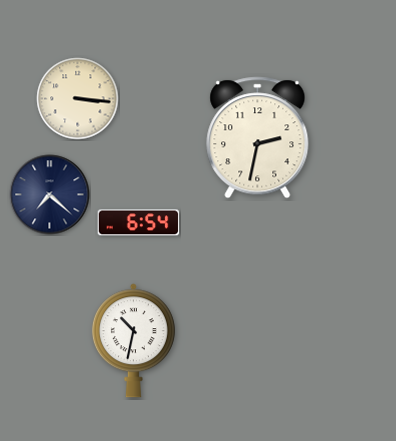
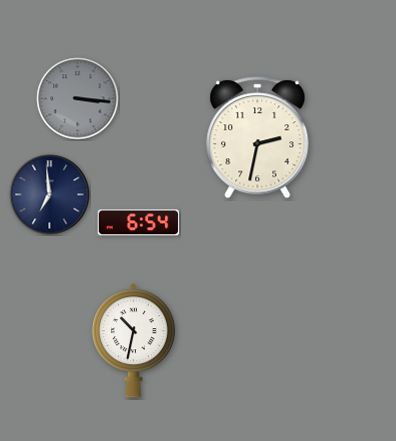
clock at (78, 99) dial: cream -> grey
clock at (50, 195): 7:22 -> 6:59
